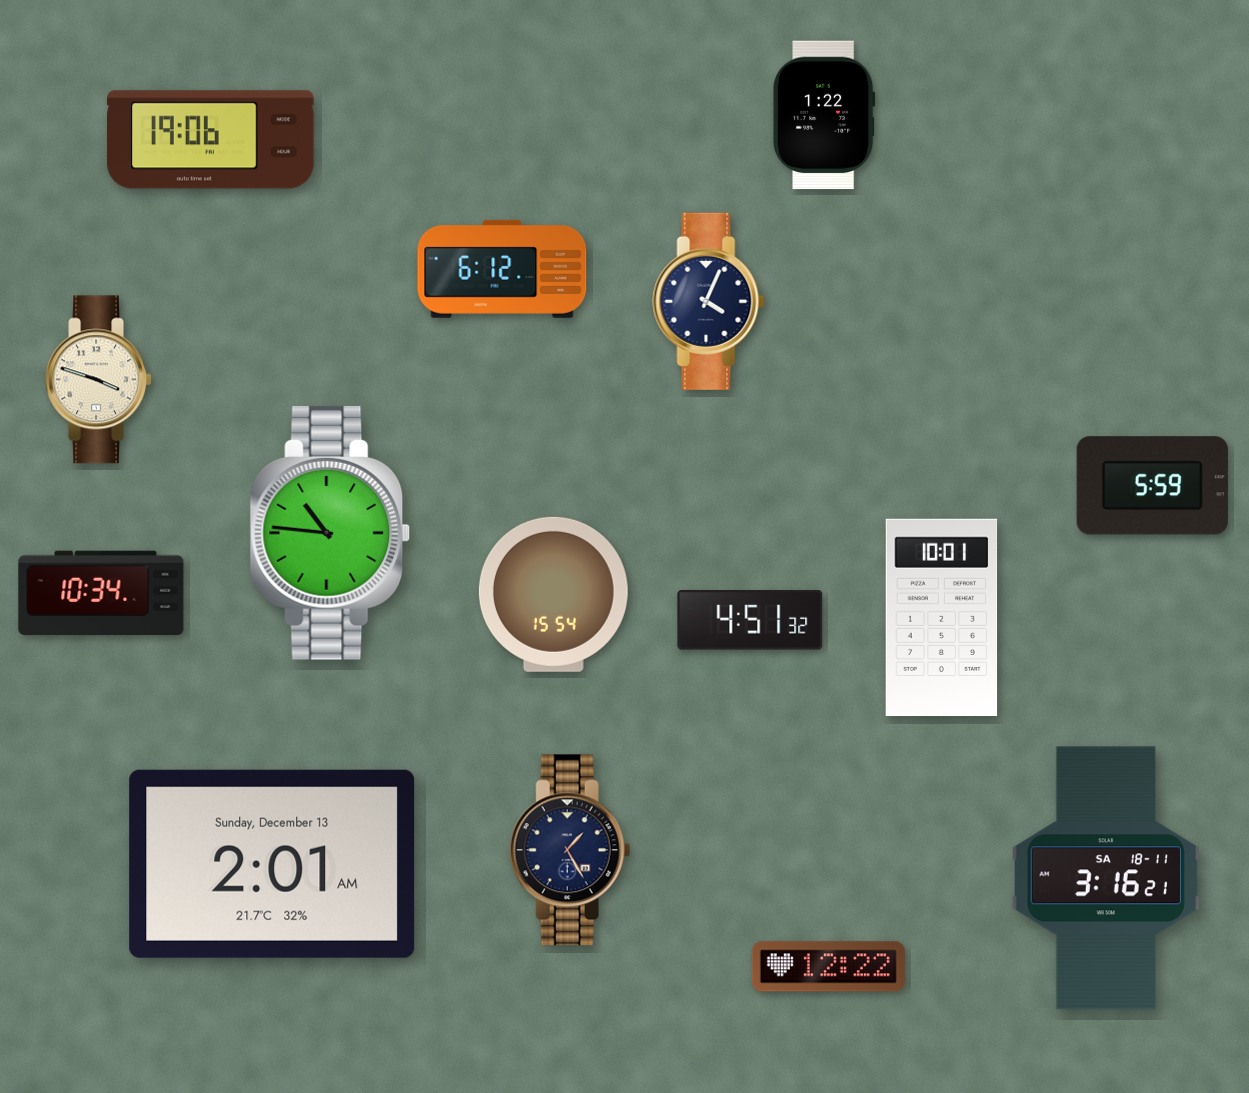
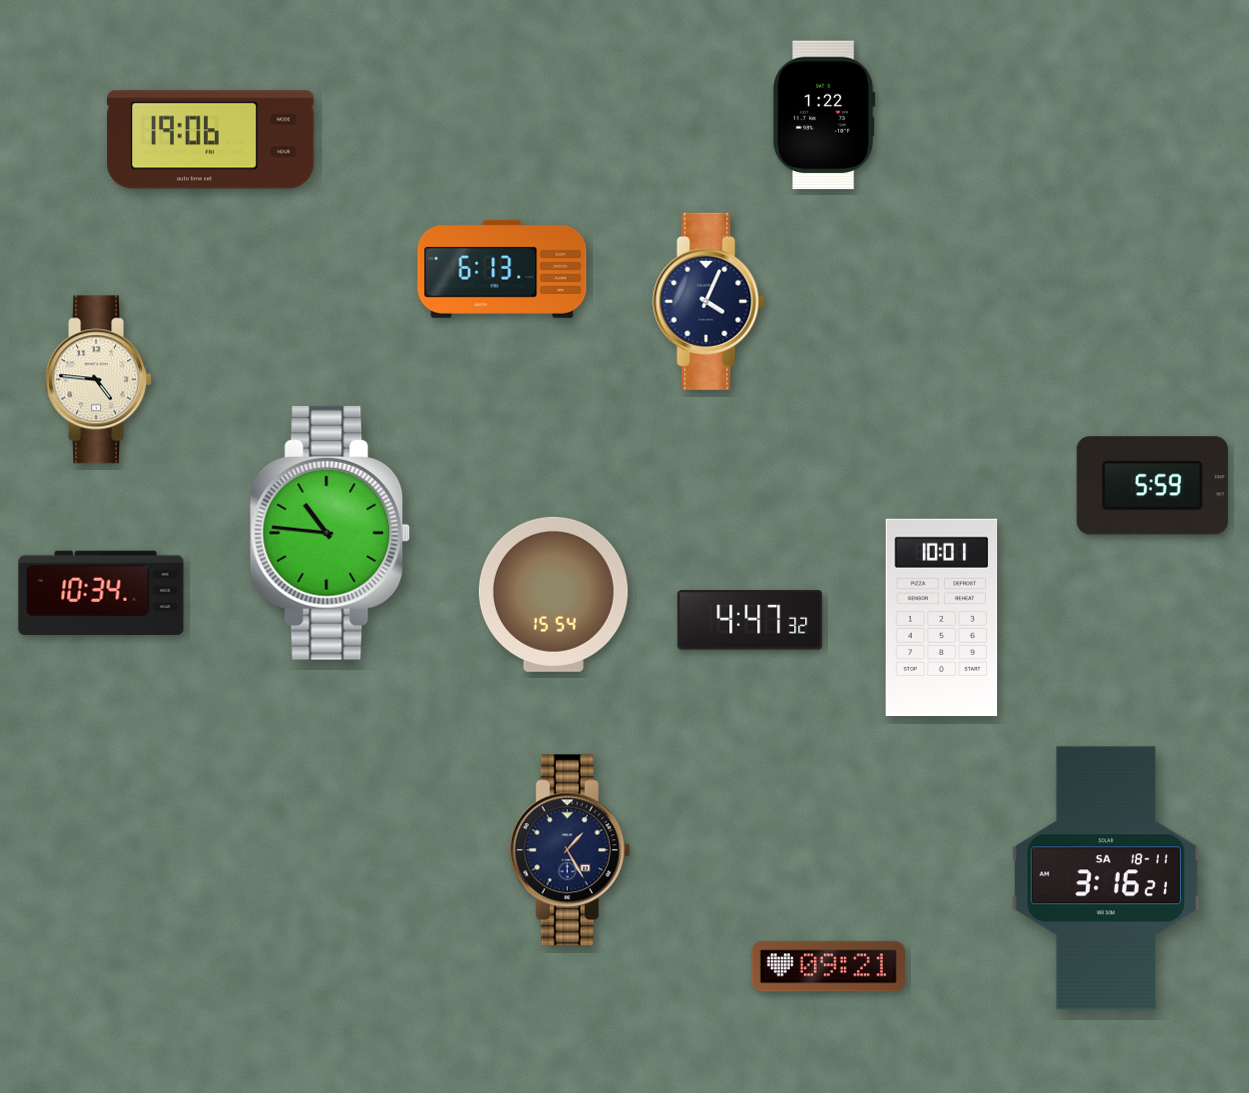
clock at (502, 269): 6:12 -> 6:13
clock at (98, 380): 3:48 -> 4:46
clock at (750, 620): 4:51 -> 4:47
clock at (272, 864): 2:01 -> none
clock at (828, 967): 12:22 -> 09:21
